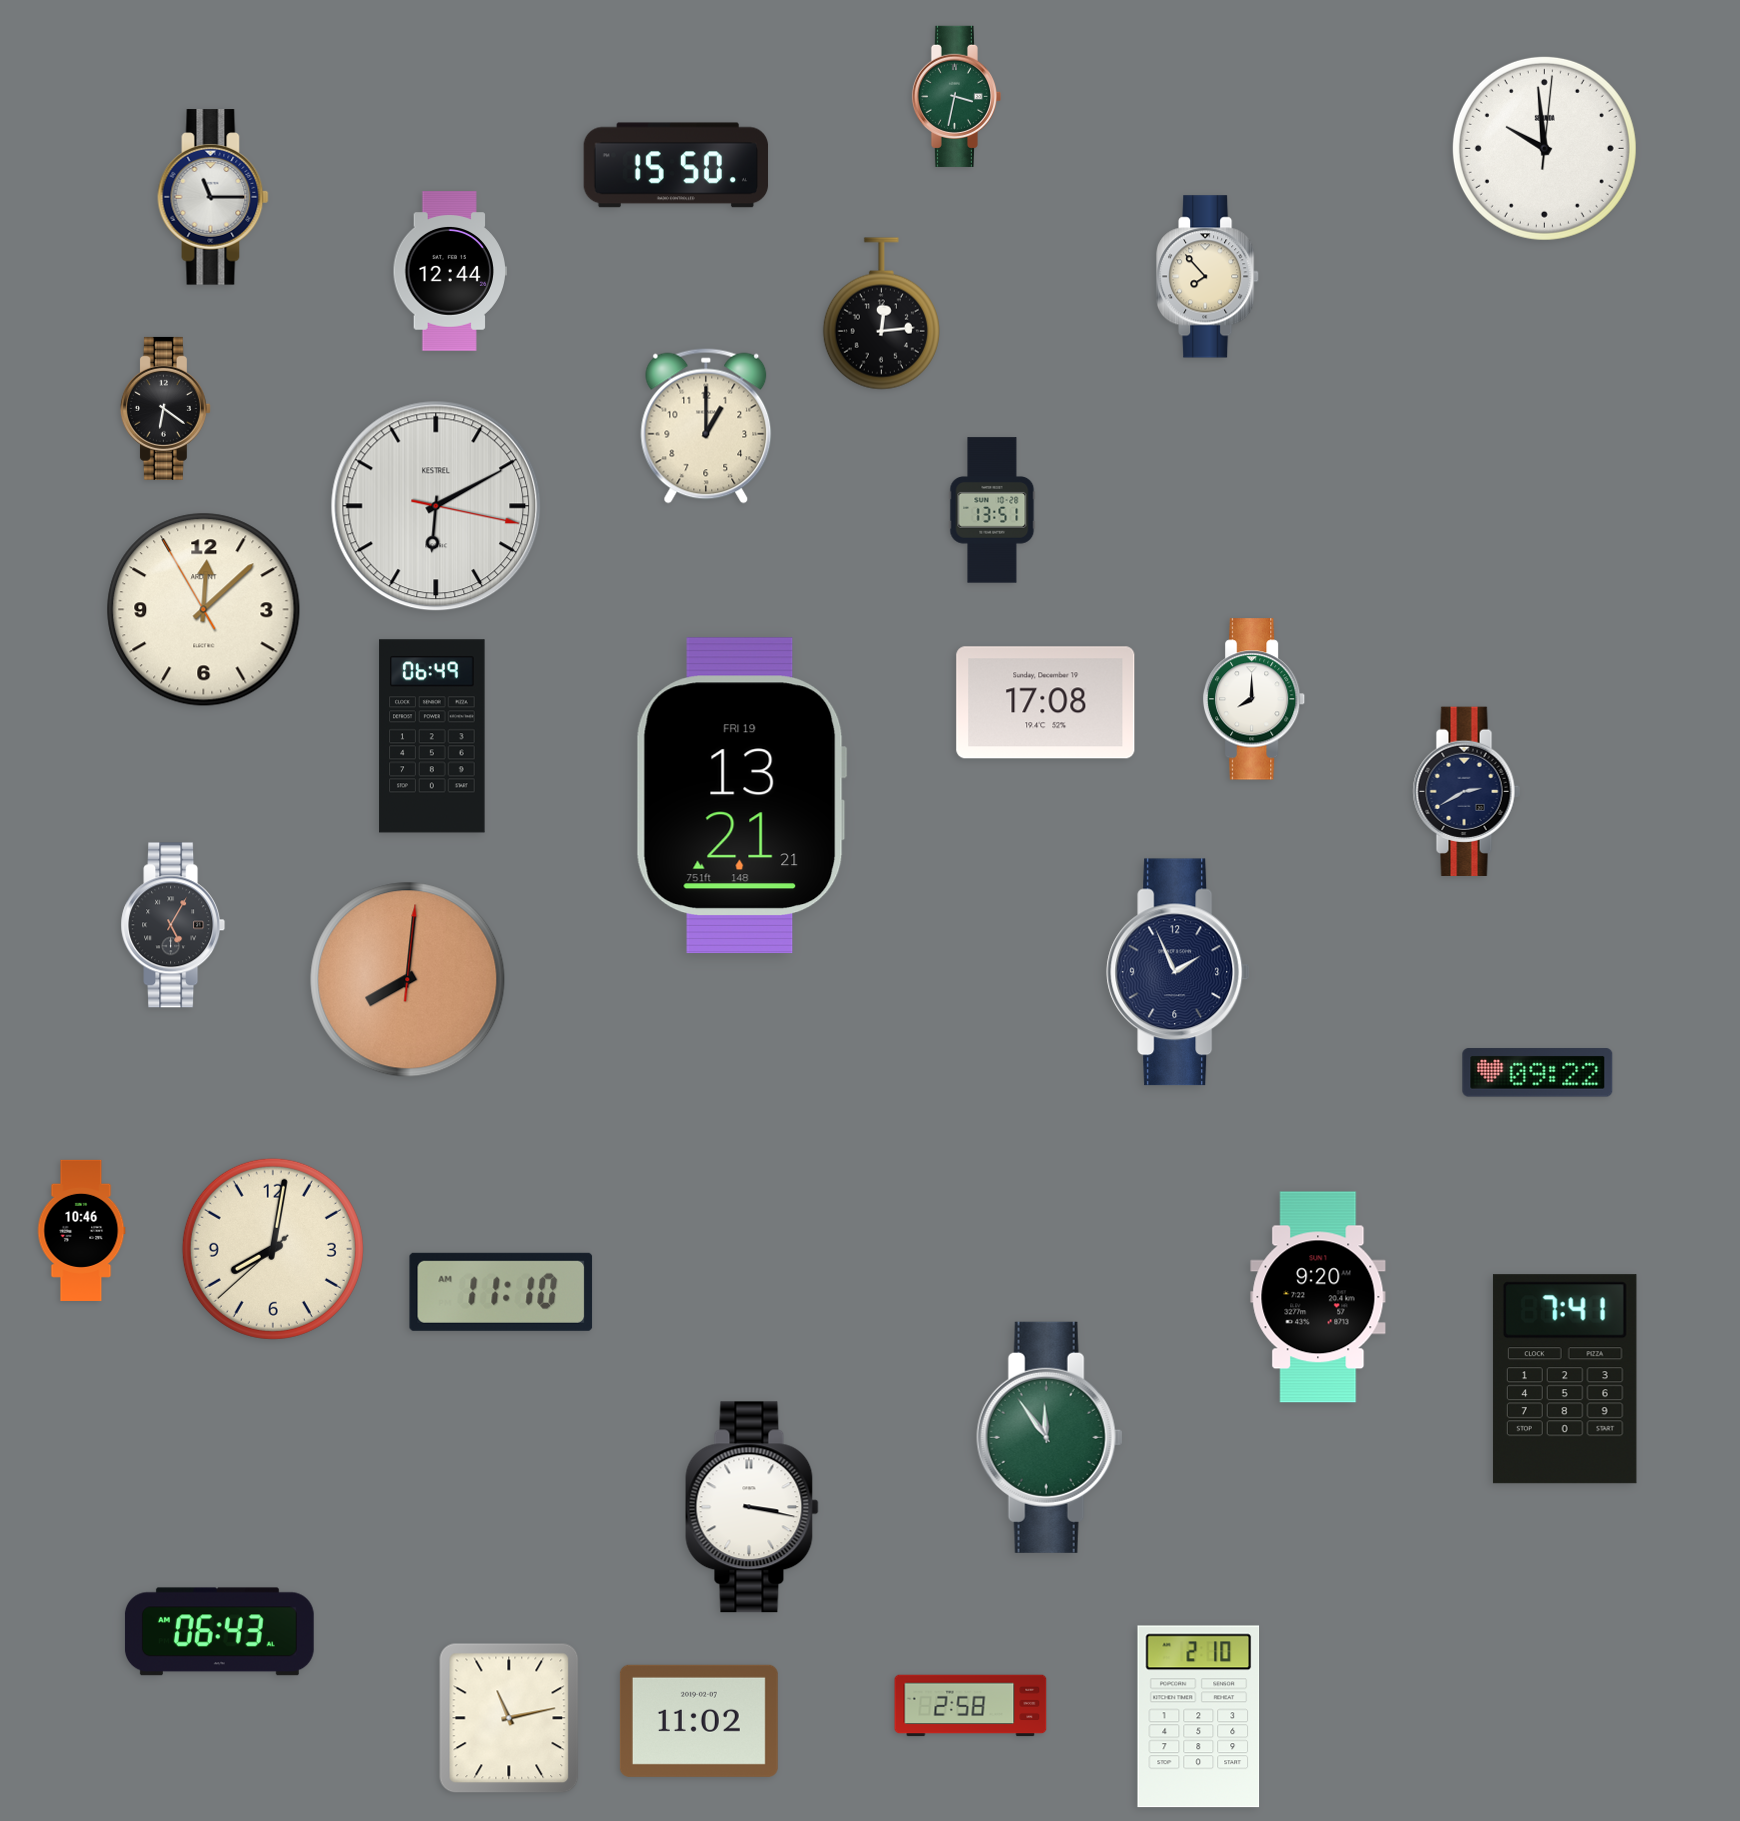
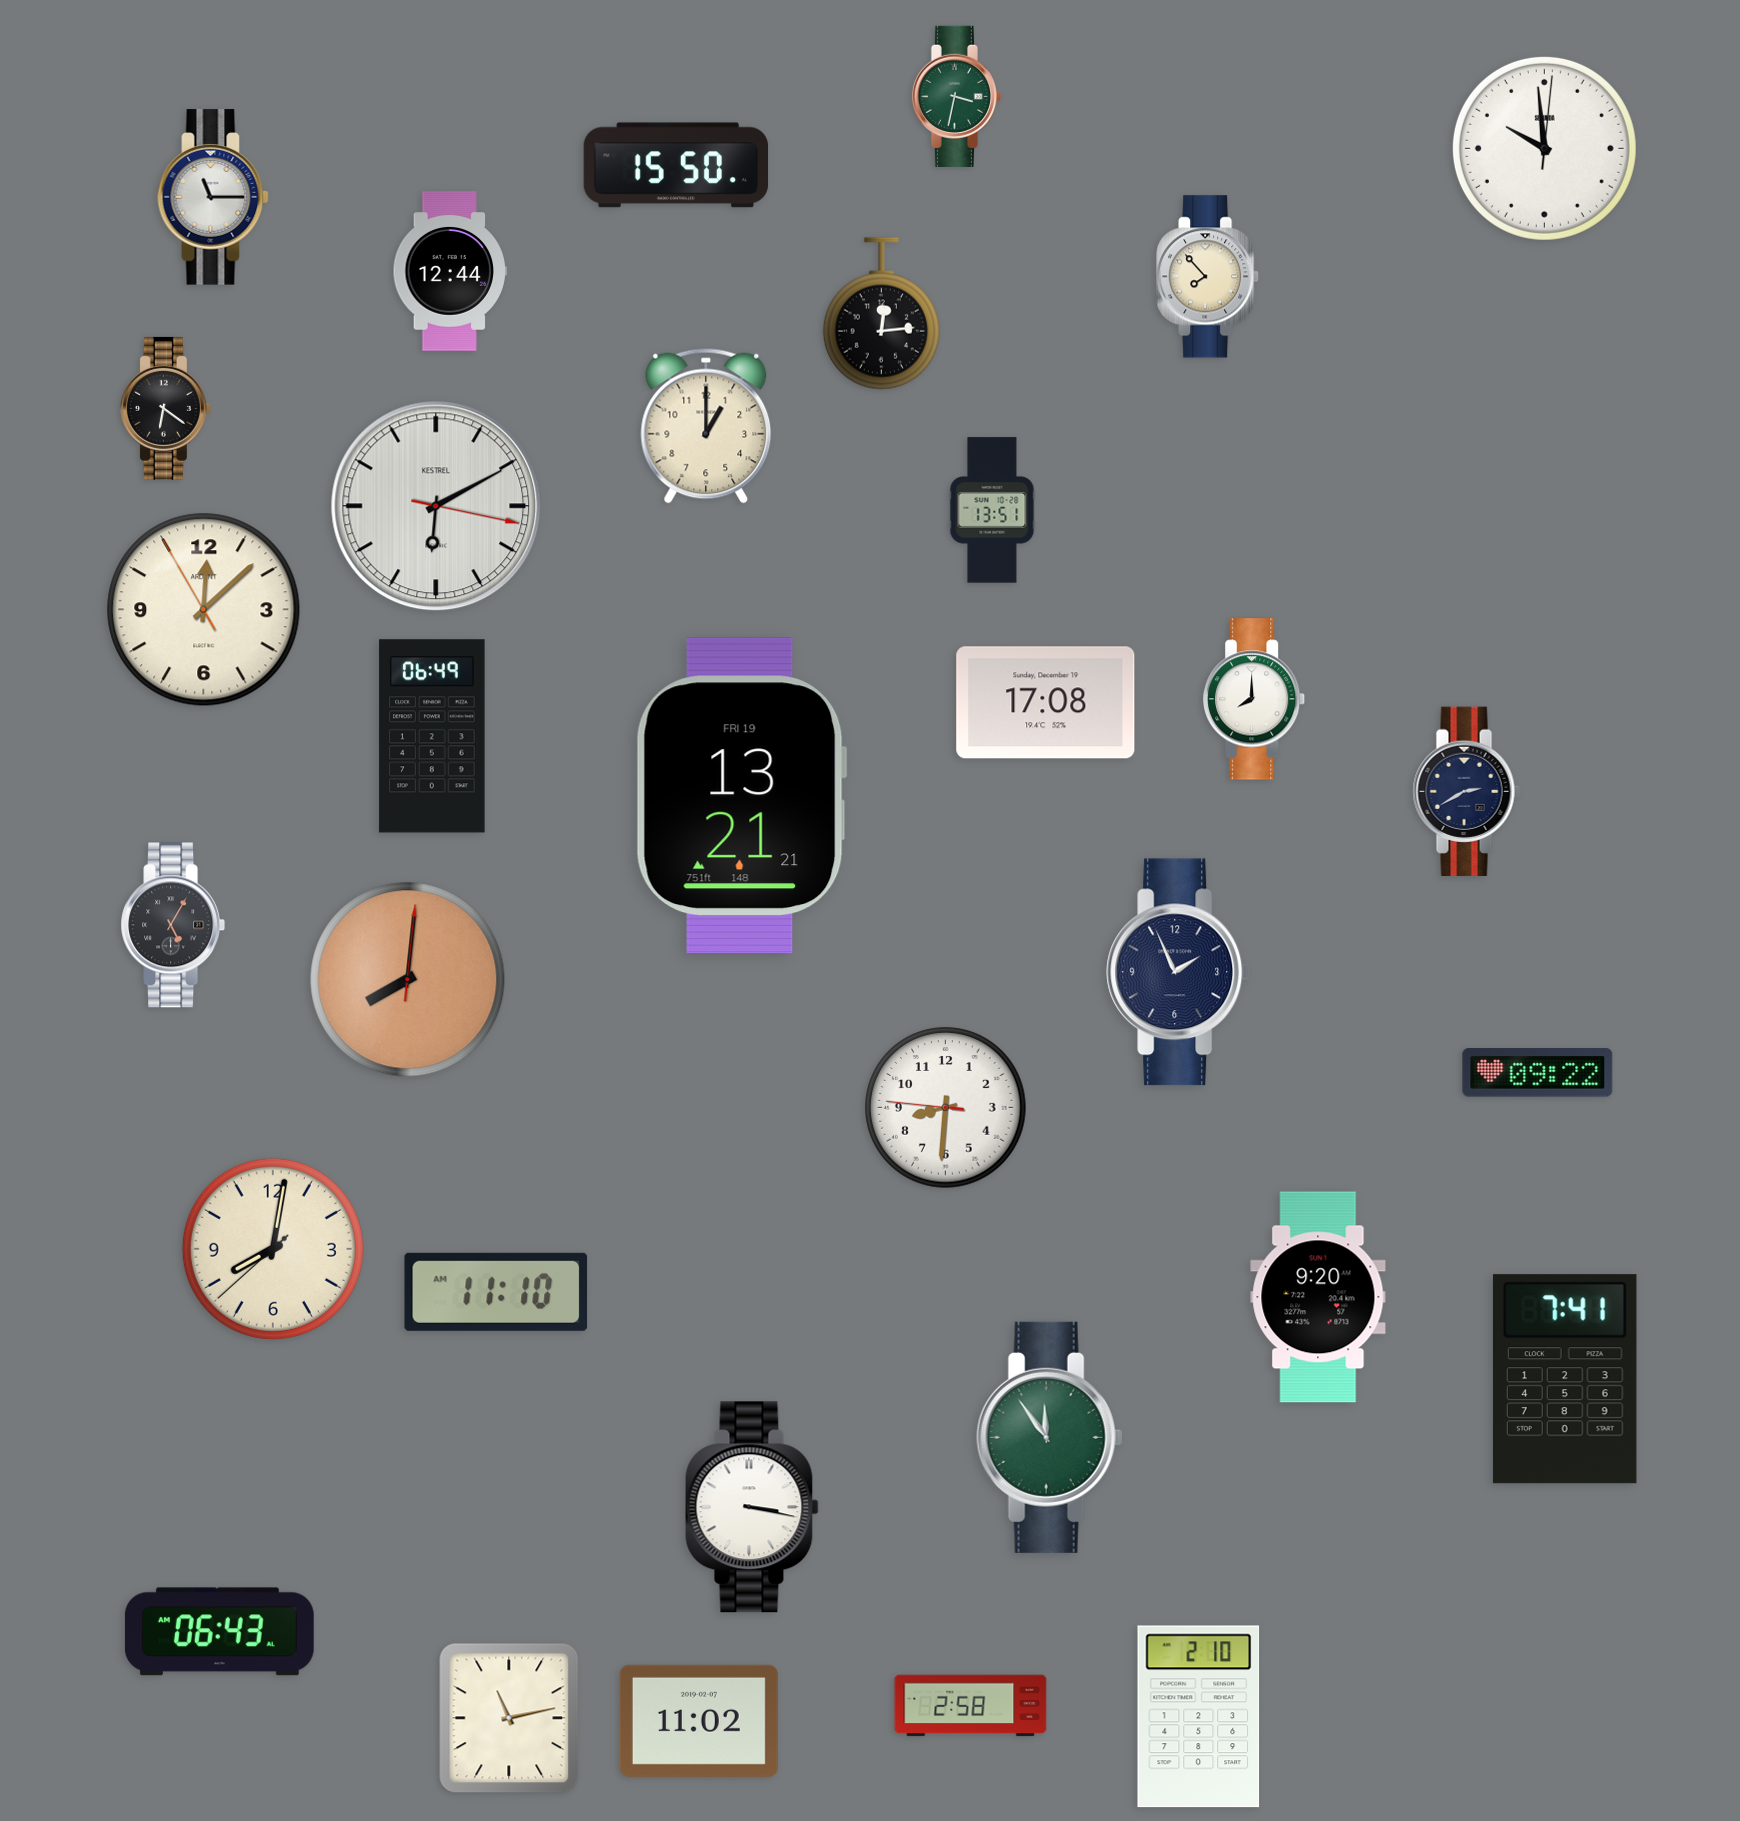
clock at (946, 1108): none -> 8:30
clock at (81, 1230): 10:46 -> none
clock at (501, 1292) position: (501, 1292) -> (496, 1292)
